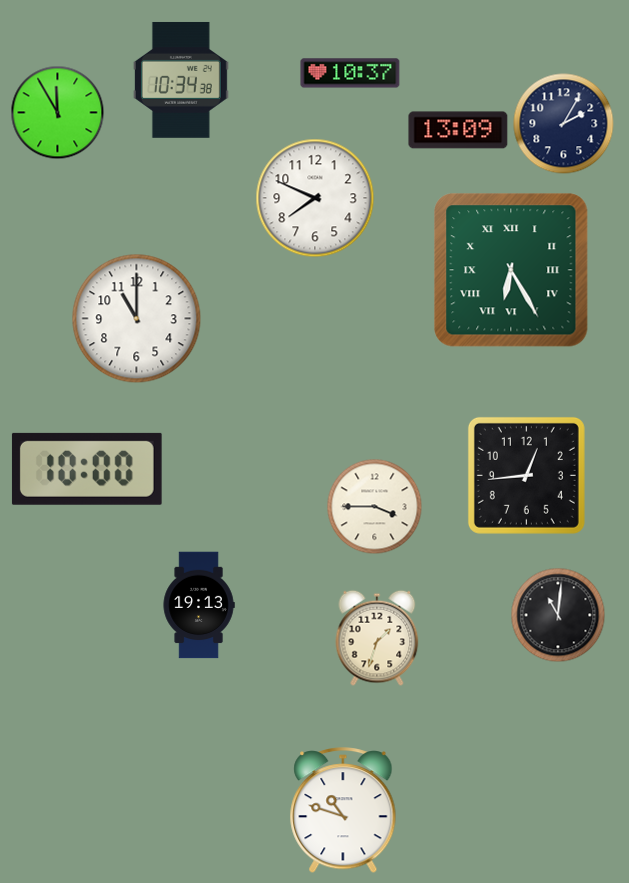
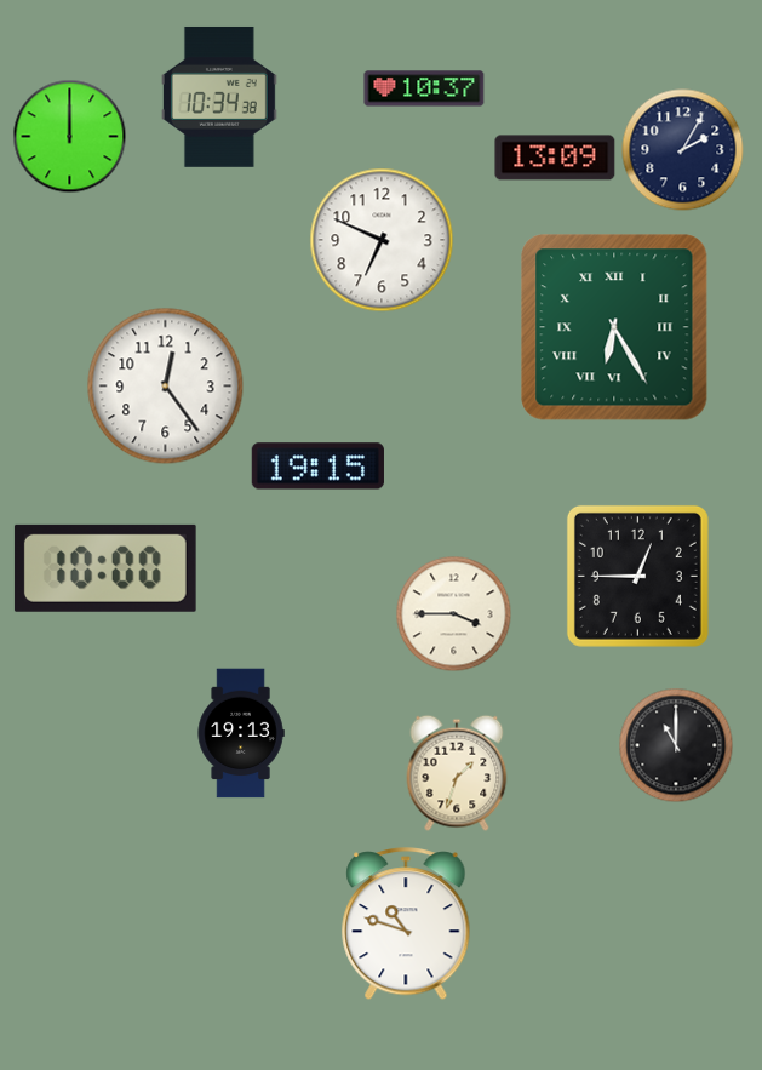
clock at (58, 113): 11:55 -> 12:00
clock at (315, 198): 7:49 -> 6:49
clock at (511, 270) position: (511, 270) -> (614, 327)
clock at (137, 319): 11:00 -> 12:24
clock at (317, 467): none -> 19:15
clock at (526, 475): 12:44 -> 12:45
clock at (558, 615): 11:01 -> 11:00
clock at (343, 811) position: (343, 811) -> (406, 925)
